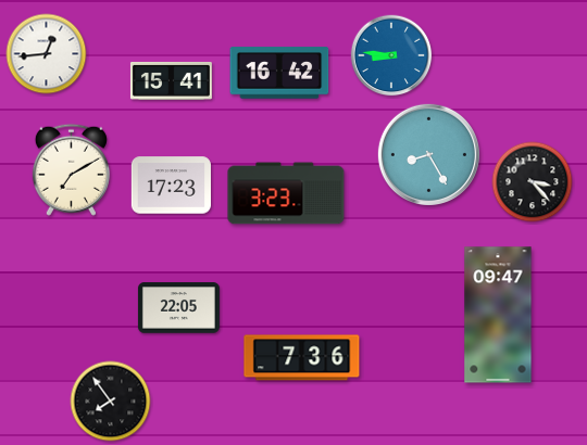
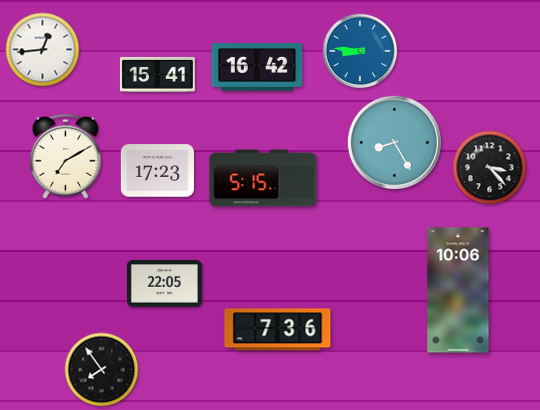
clock at (286, 193): 3:23 -> 5:15
clock at (498, 315): 09:47 -> 10:06
